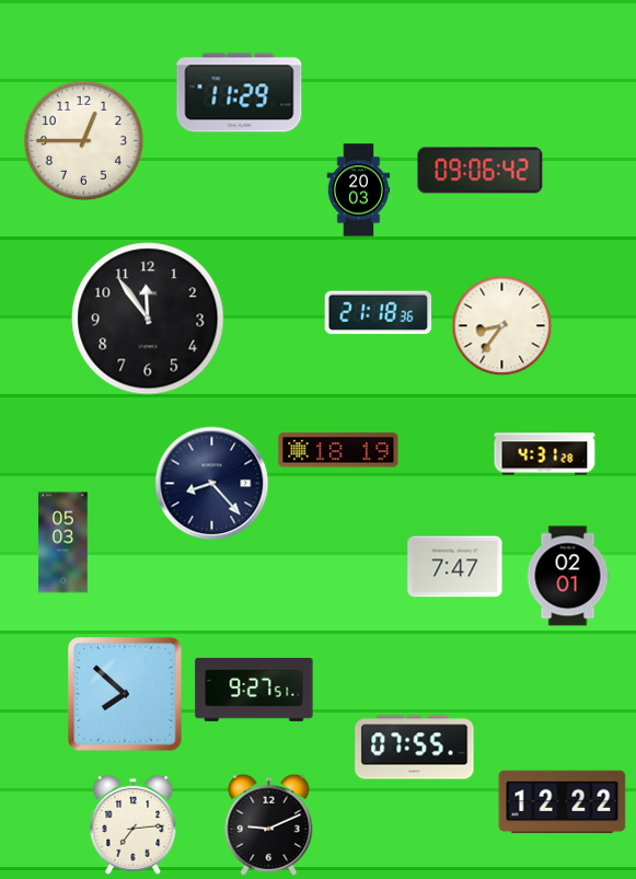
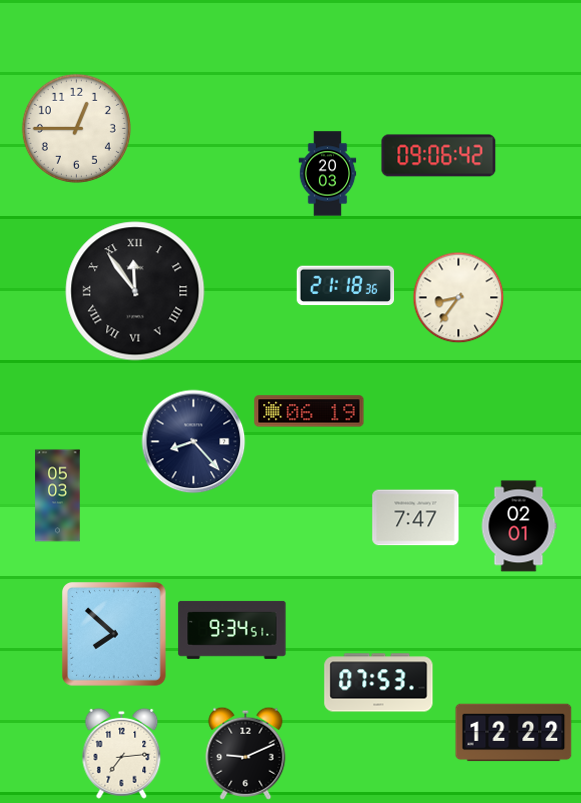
clock at (240, 93): 11:29 -> none
clock at (148, 319) numerals: Arabic -> Roman
clock at (338, 450): 18:19 -> 06:19
clock at (545, 454): 4:31 -> none
clock at (254, 690): 9:27 -> 9:34
clock at (415, 748): 07:55 -> 07:53
